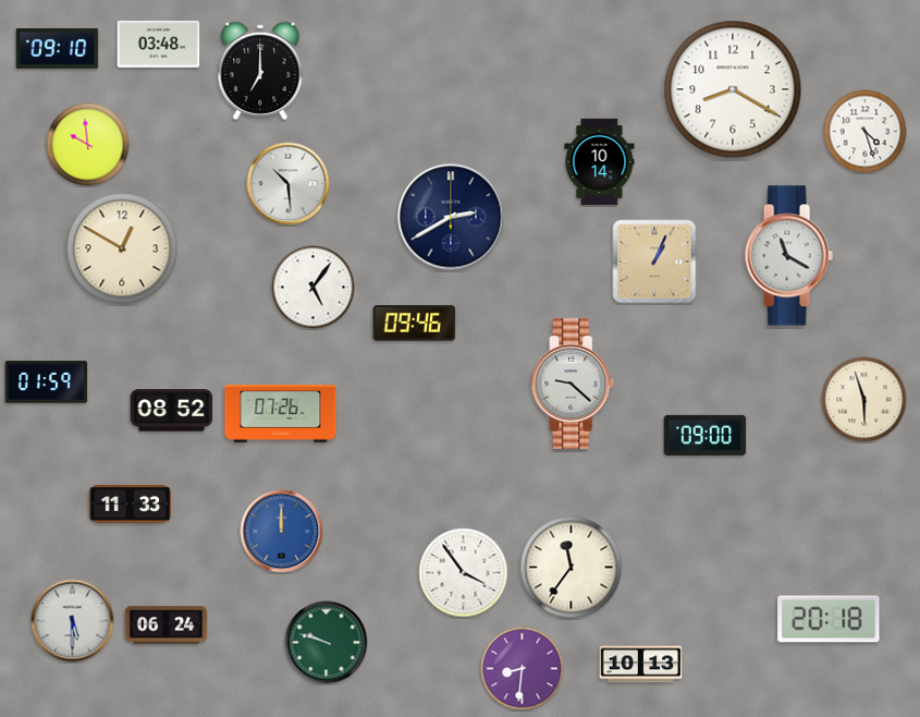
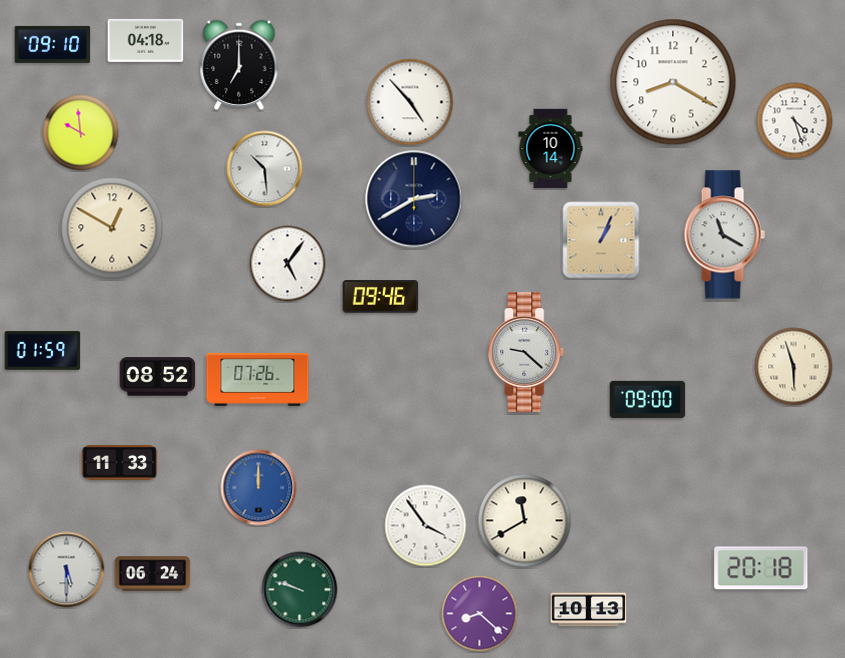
clock at (159, 44): 03:48 -> 04:18
clock at (410, 102): none -> 4:53
clock at (572, 568): 11:36 -> 11:40
clock at (523, 669): 8:31 -> 8:22
